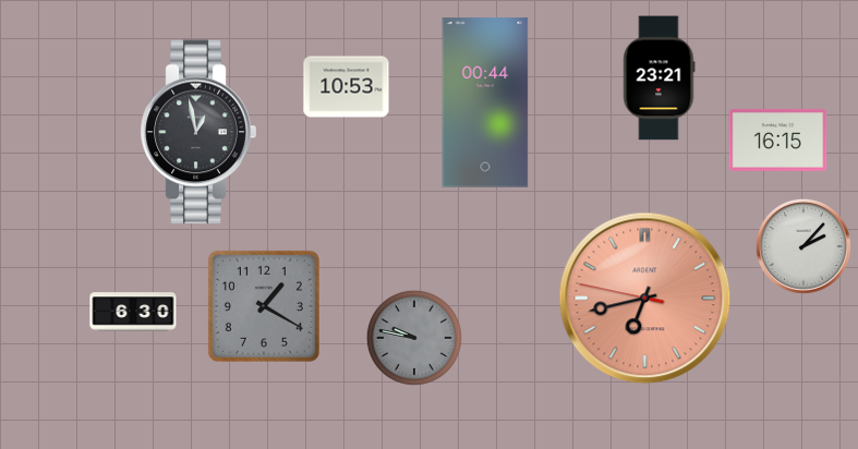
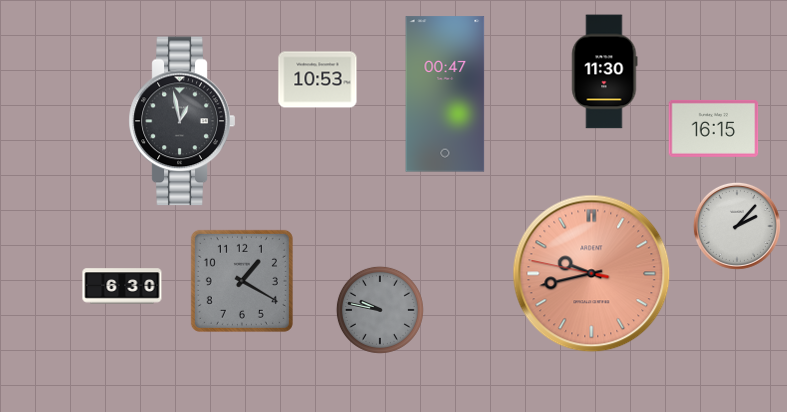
clock at (660, 78): 23:21 -> 11:30
clock at (485, 102): 00:44 -> 00:47
clock at (645, 299): 6:42 -> 9:42
